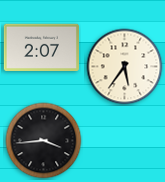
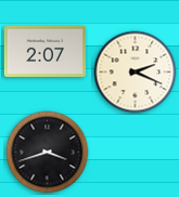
clock at (125, 67): 5:36 -> 2:19
clock at (44, 141): 3:44 -> 3:42
